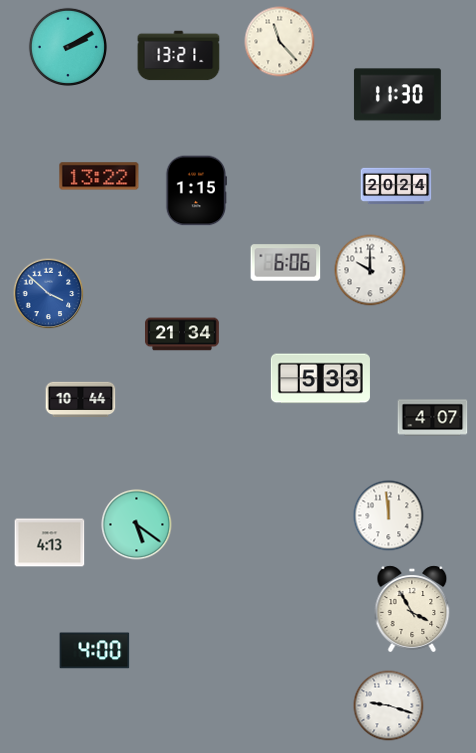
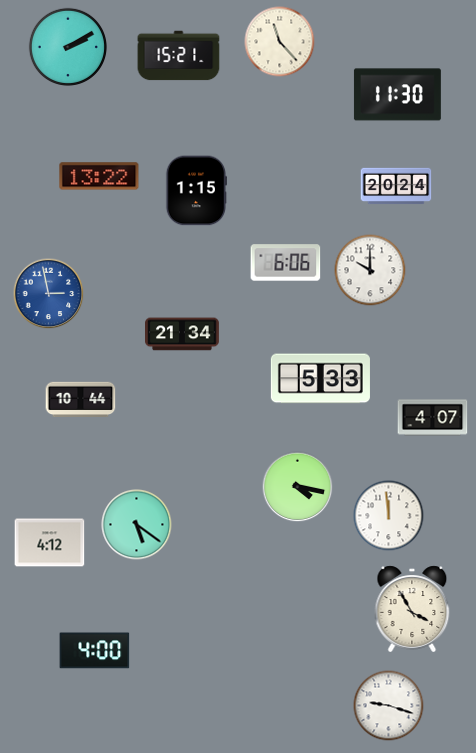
clock at (179, 56): 13:21 -> 15:21
clock at (49, 294): 3:52 -> 2:58
clock at (298, 487): none -> 4:17
clock at (50, 543): 4:13 -> 4:12
